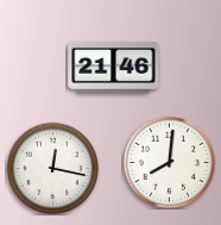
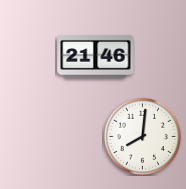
clock at (52, 168): 12:17 -> none
